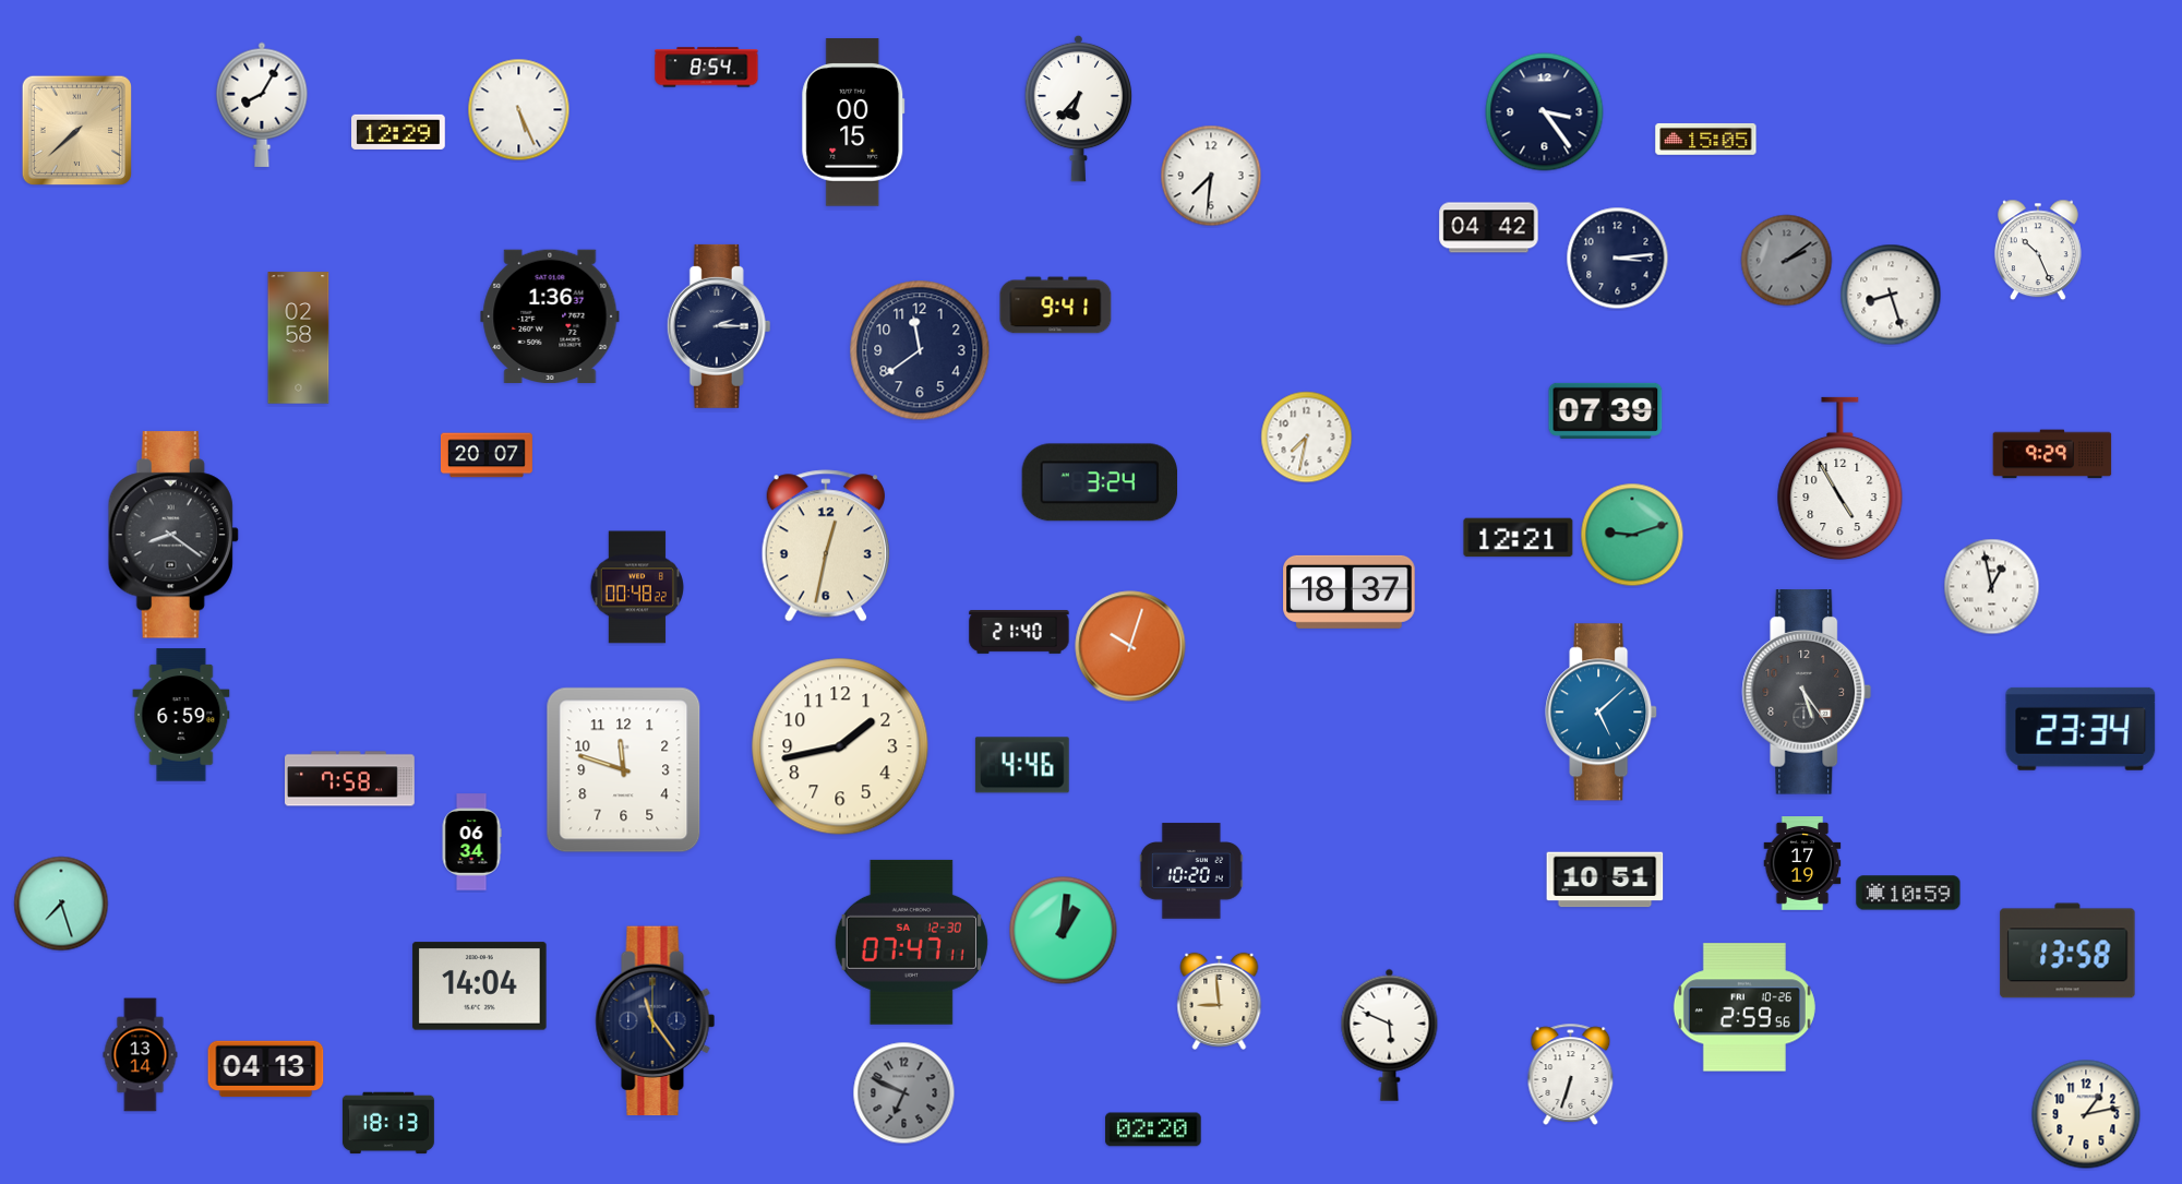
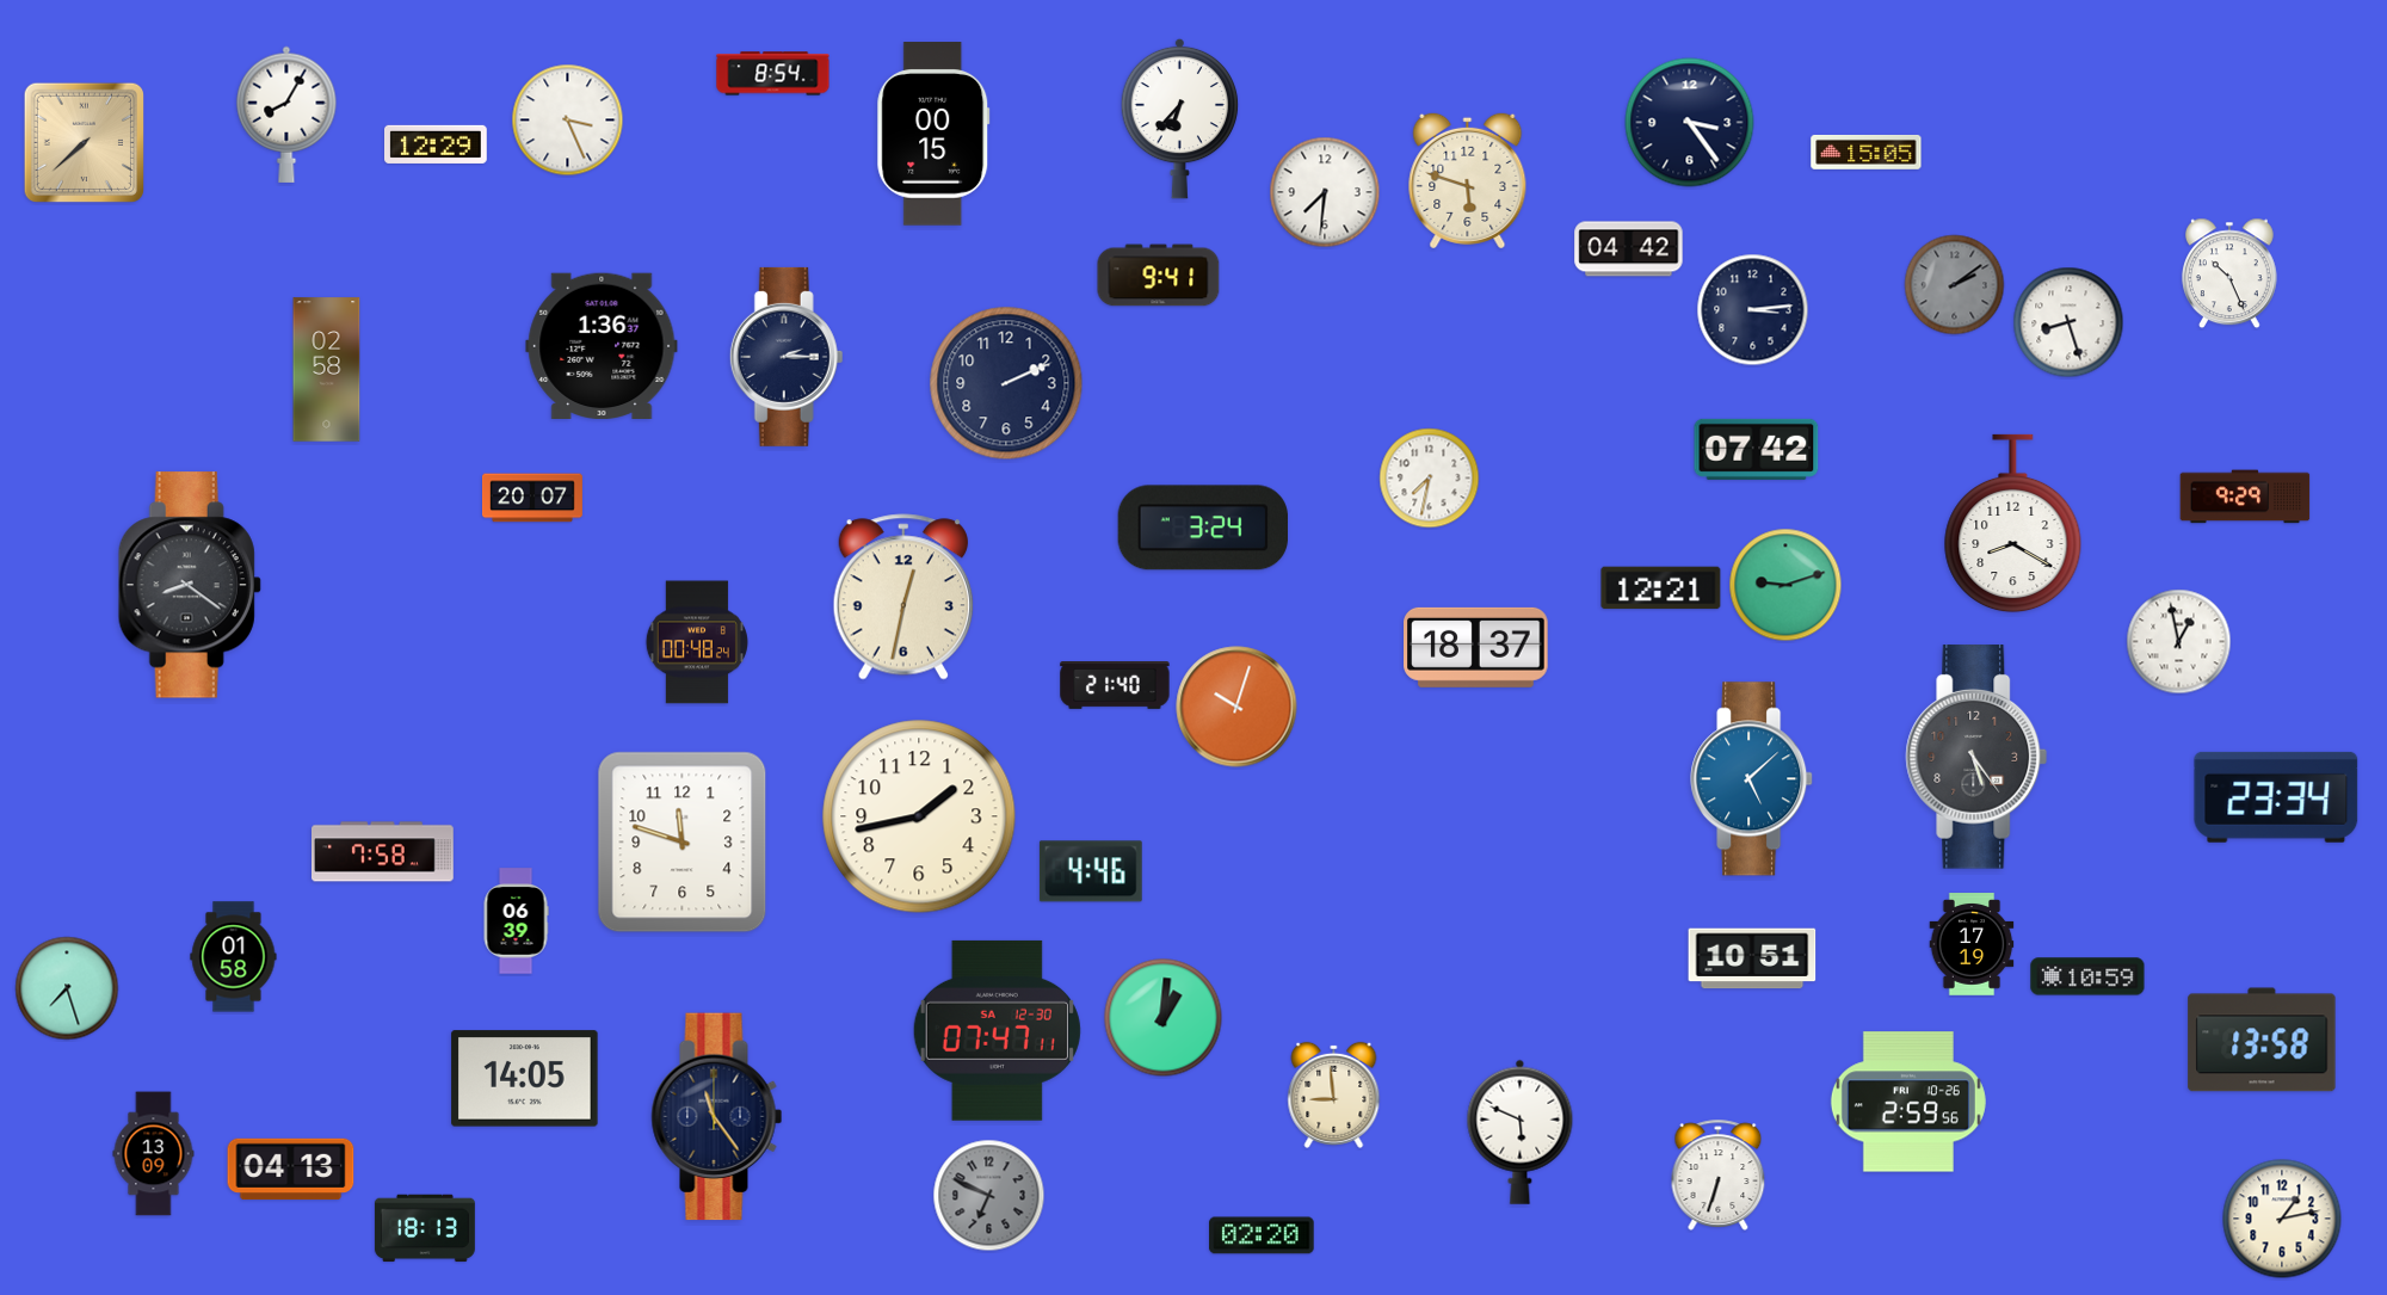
clock at (519, 110): 5:26 -> 3:26
clock at (1468, 180): none -> 5:48
clock at (1618, 259) position: (1618, 259) -> (1753, 310)
clock at (1056, 306) position: (1056, 306) -> (1159, 276)
clock at (920, 350): 11:39 -> 2:11
clock at (1606, 410): 07:39 -> 07:42
clock at (1841, 479): 4:55 -> 8:20
clock at (637, 587): 00:48:22 -> 00:48:24
clock at (1019, 633) position: (1019, 633) -> (1115, 686)
clock at (181, 715): 6:59 -> none
clock at (1022, 765) position: (1022, 765) -> (1091, 871)
clock at (471, 842): 06:34 -> 06:39
clock at (1191, 871): 10:20 -> none
clock at (234, 957): none -> 01:58
clock at (1605, 880) position: (1605, 880) -> (1752, 958)
clock at (480, 986): 14:04 -> 14:05
clock at (141, 1055): 13:14 -> 13:09
